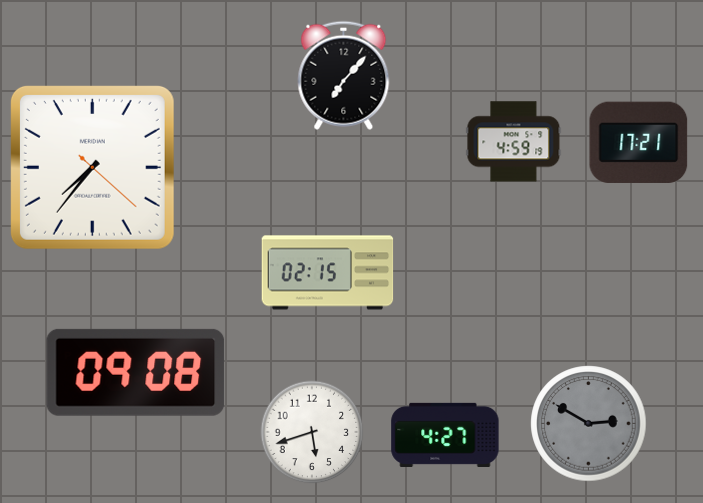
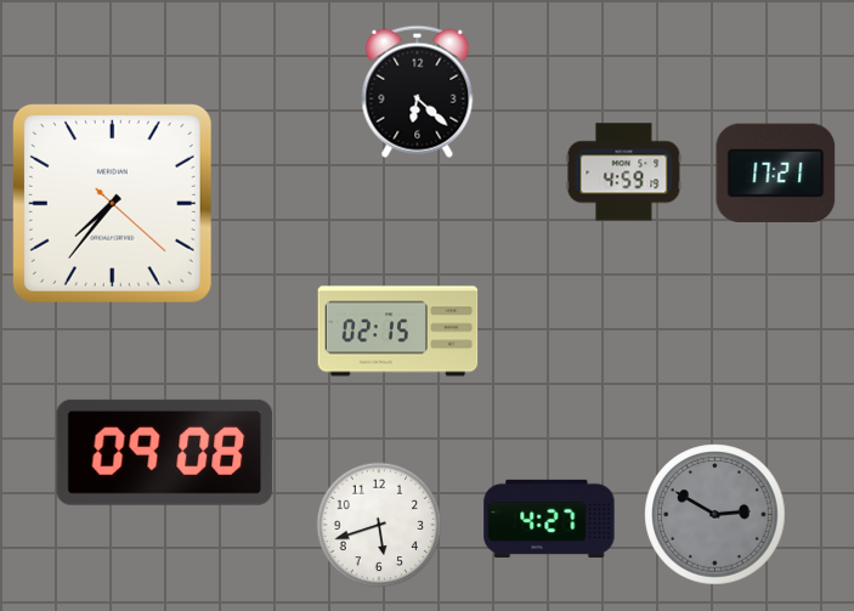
clock at (344, 75): 7:07 -> 6:22
clock at (445, 435) position: (445, 435) -> (549, 519)
